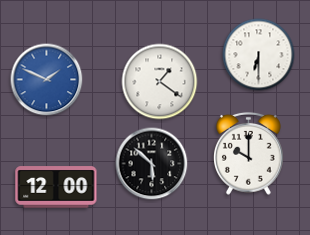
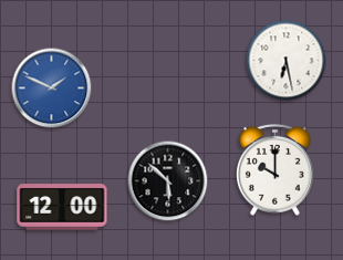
clock at (259, 55): 6:30 -> 6:28
clock at (160, 82): 1:21 -> none
